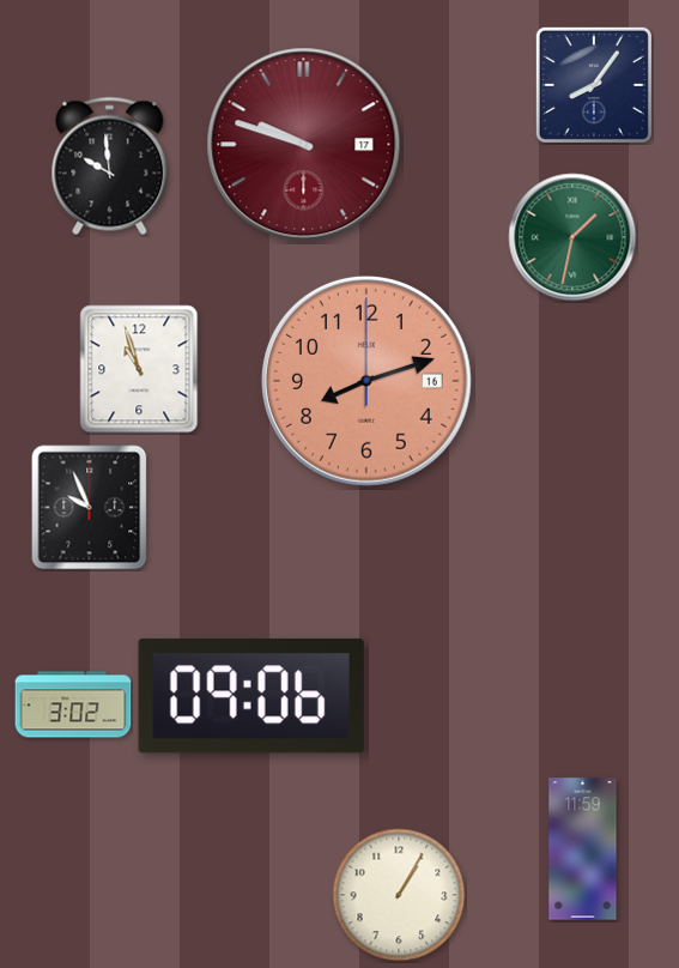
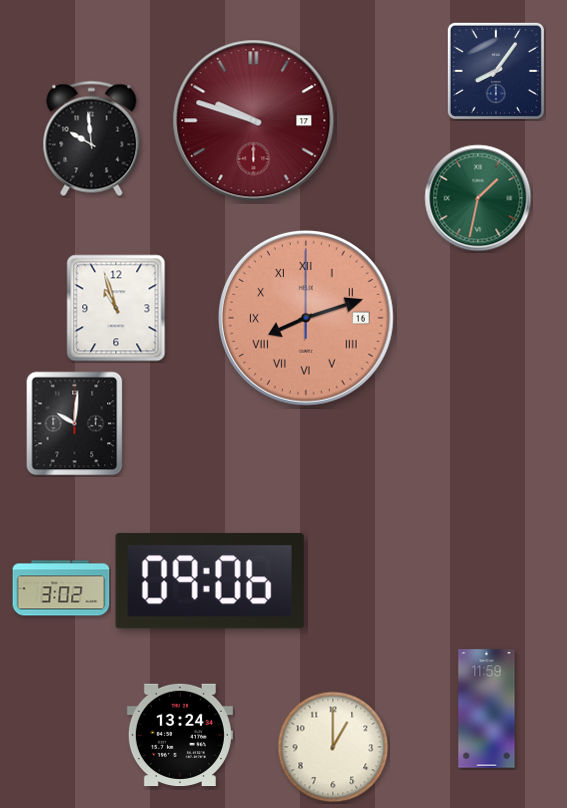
clock at (366, 381) numerals: Arabic -> Roman
clock at (90, 508): 9:56 -> 10:01
clock at (180, 735): none -> 13:24
clock at (399, 895): 1:05 -> 1:00
